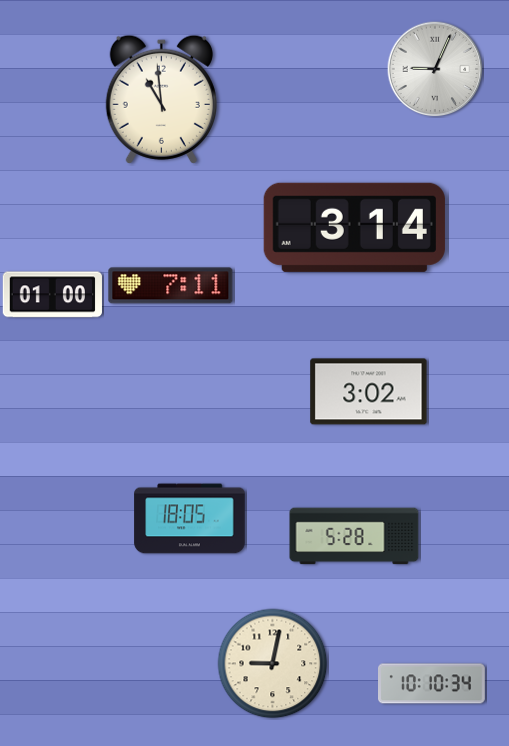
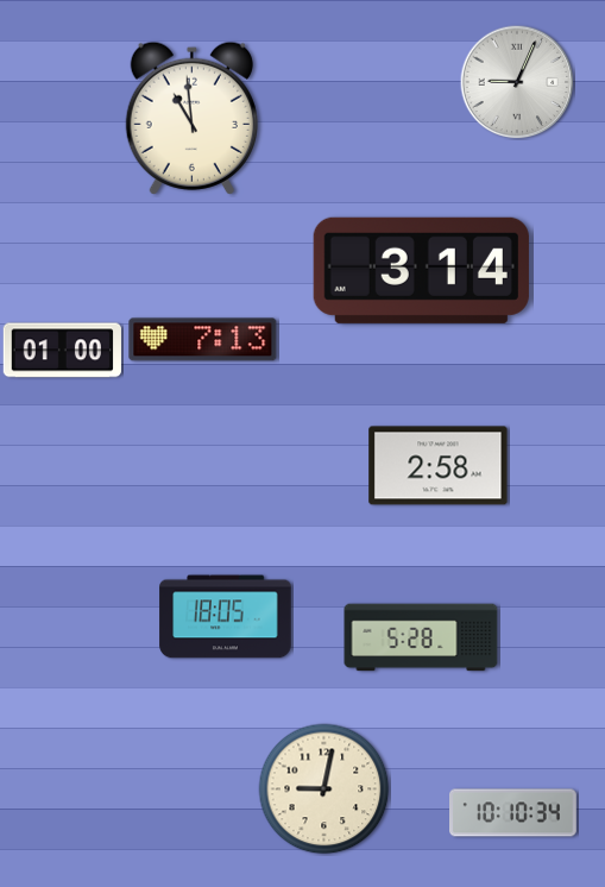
clock at (171, 286): 7:11 -> 7:13
clock at (369, 392): 3:02 -> 2:58
